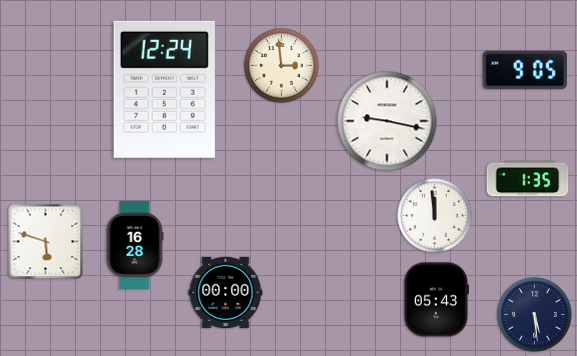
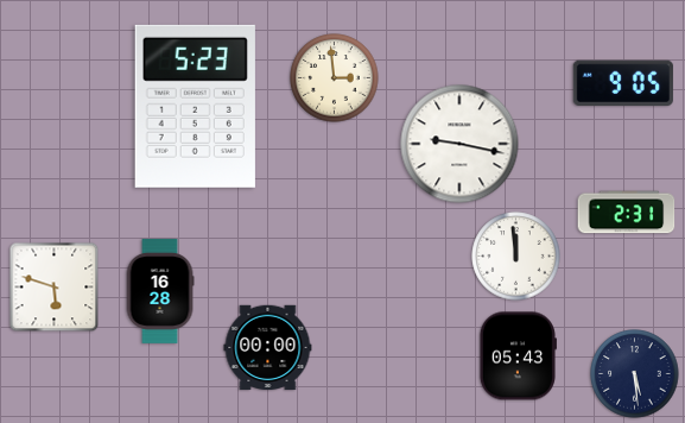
clock at (164, 89): 12:24 -> 5:23
clock at (528, 179): 1:35 -> 2:31
